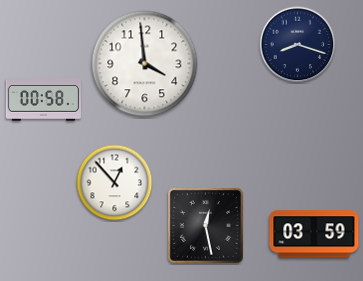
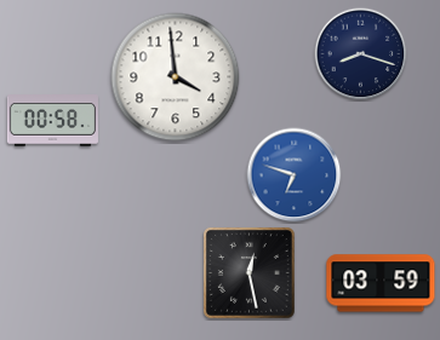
clock at (295, 175): none -> 6:48
clock at (115, 183): 12:53 -> none
